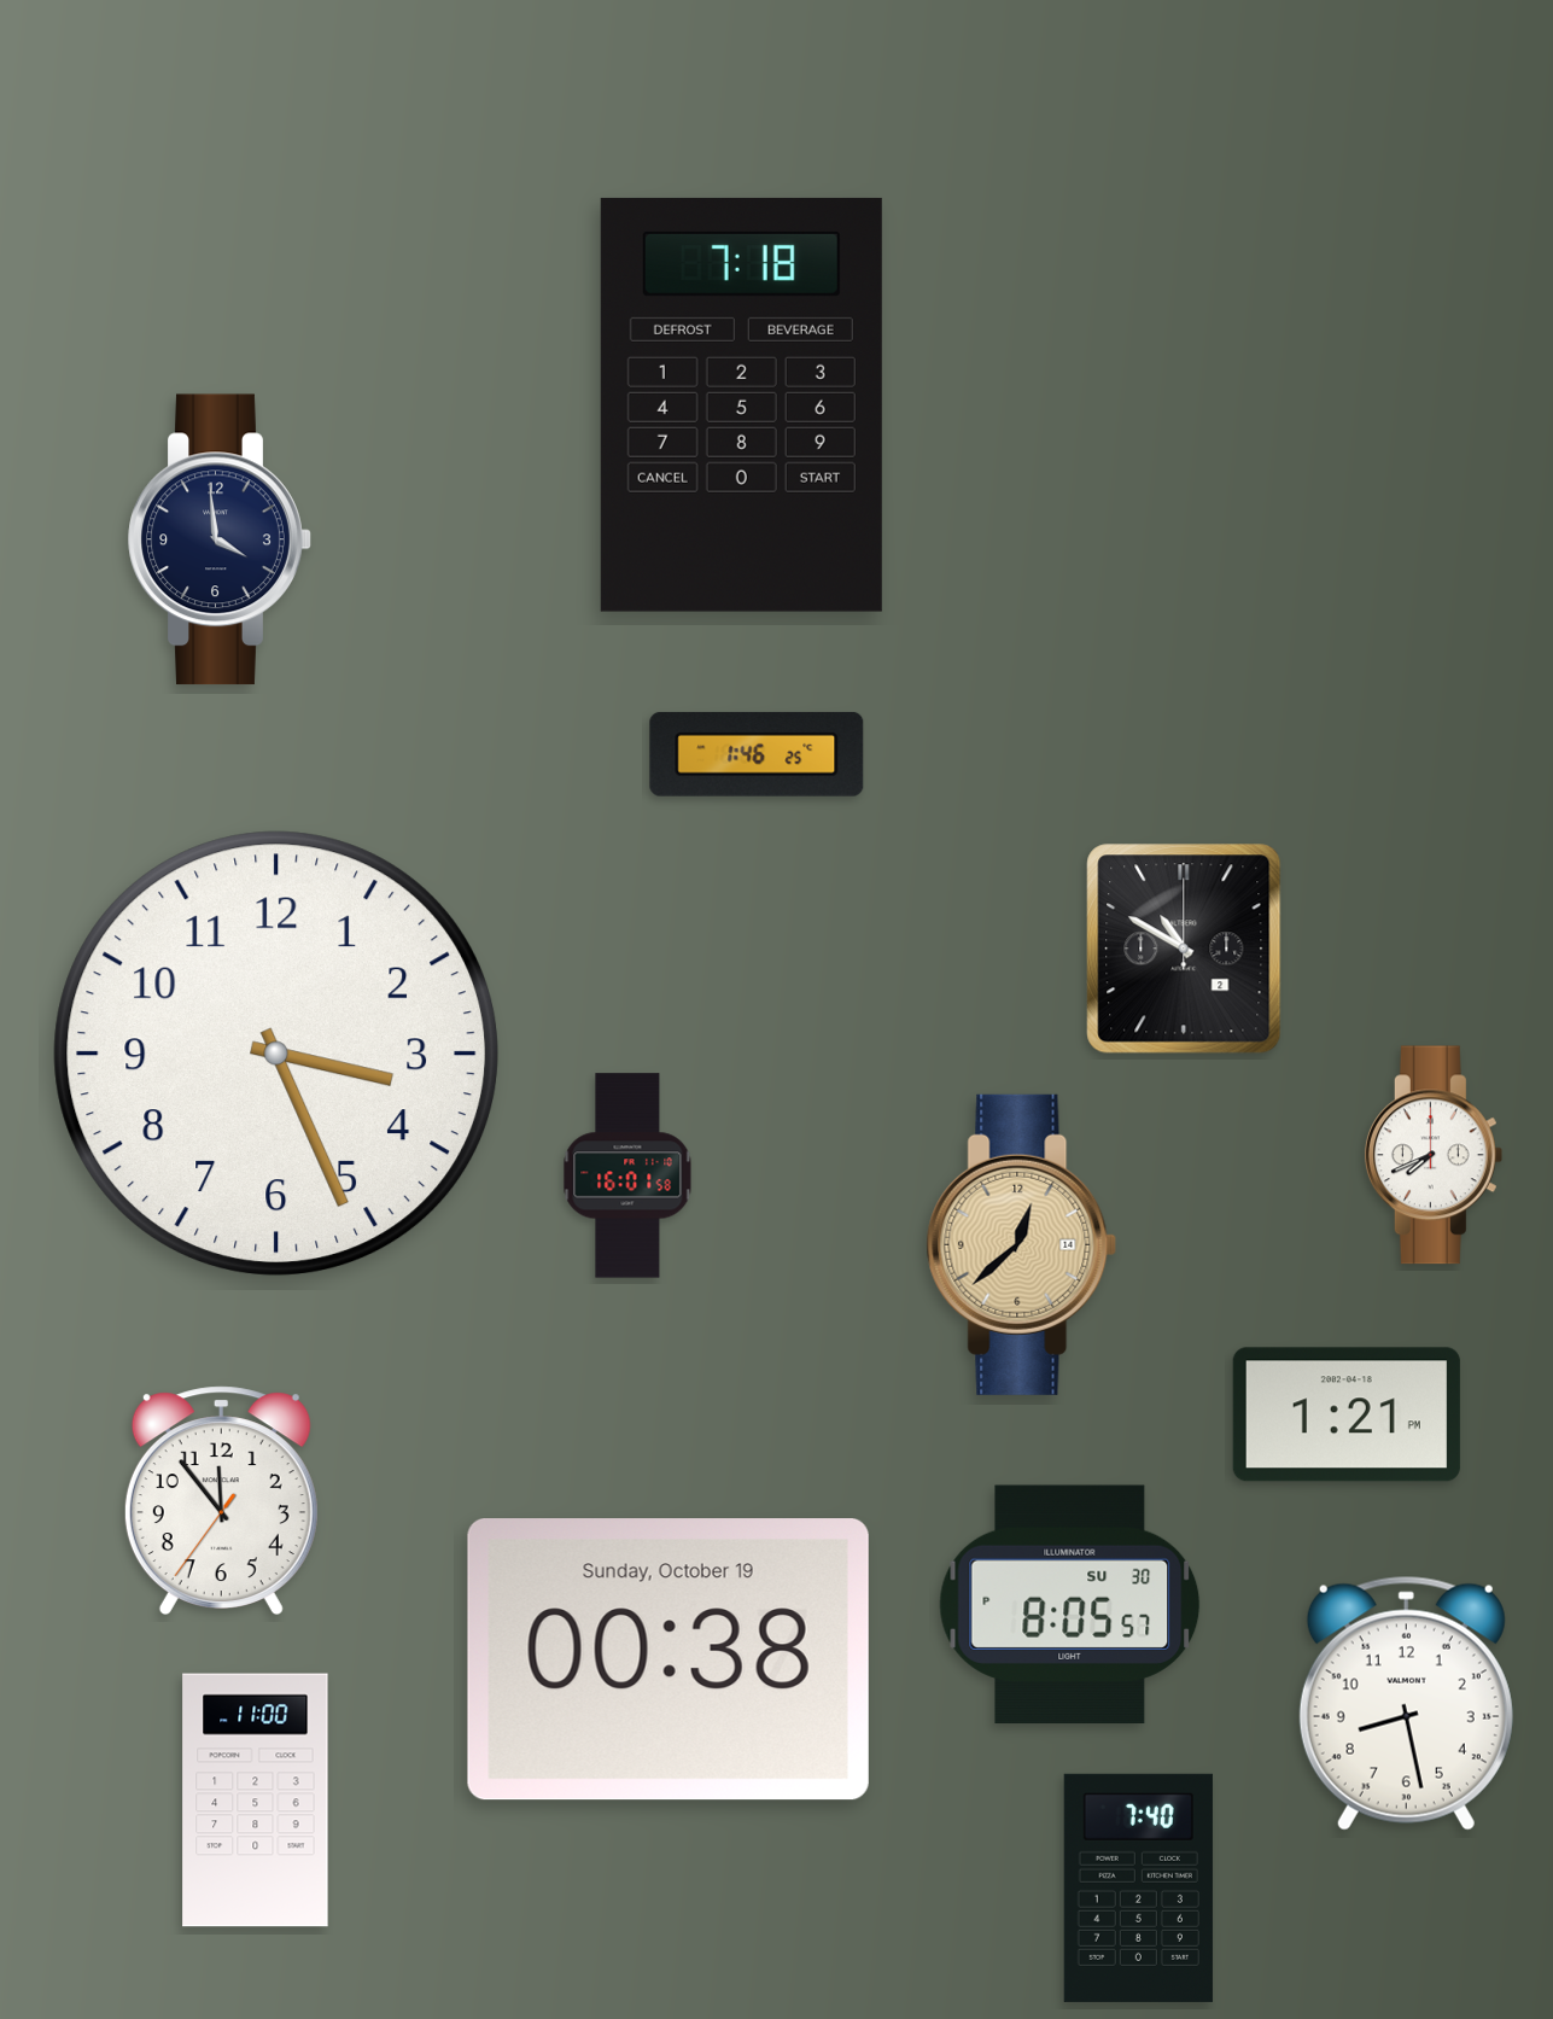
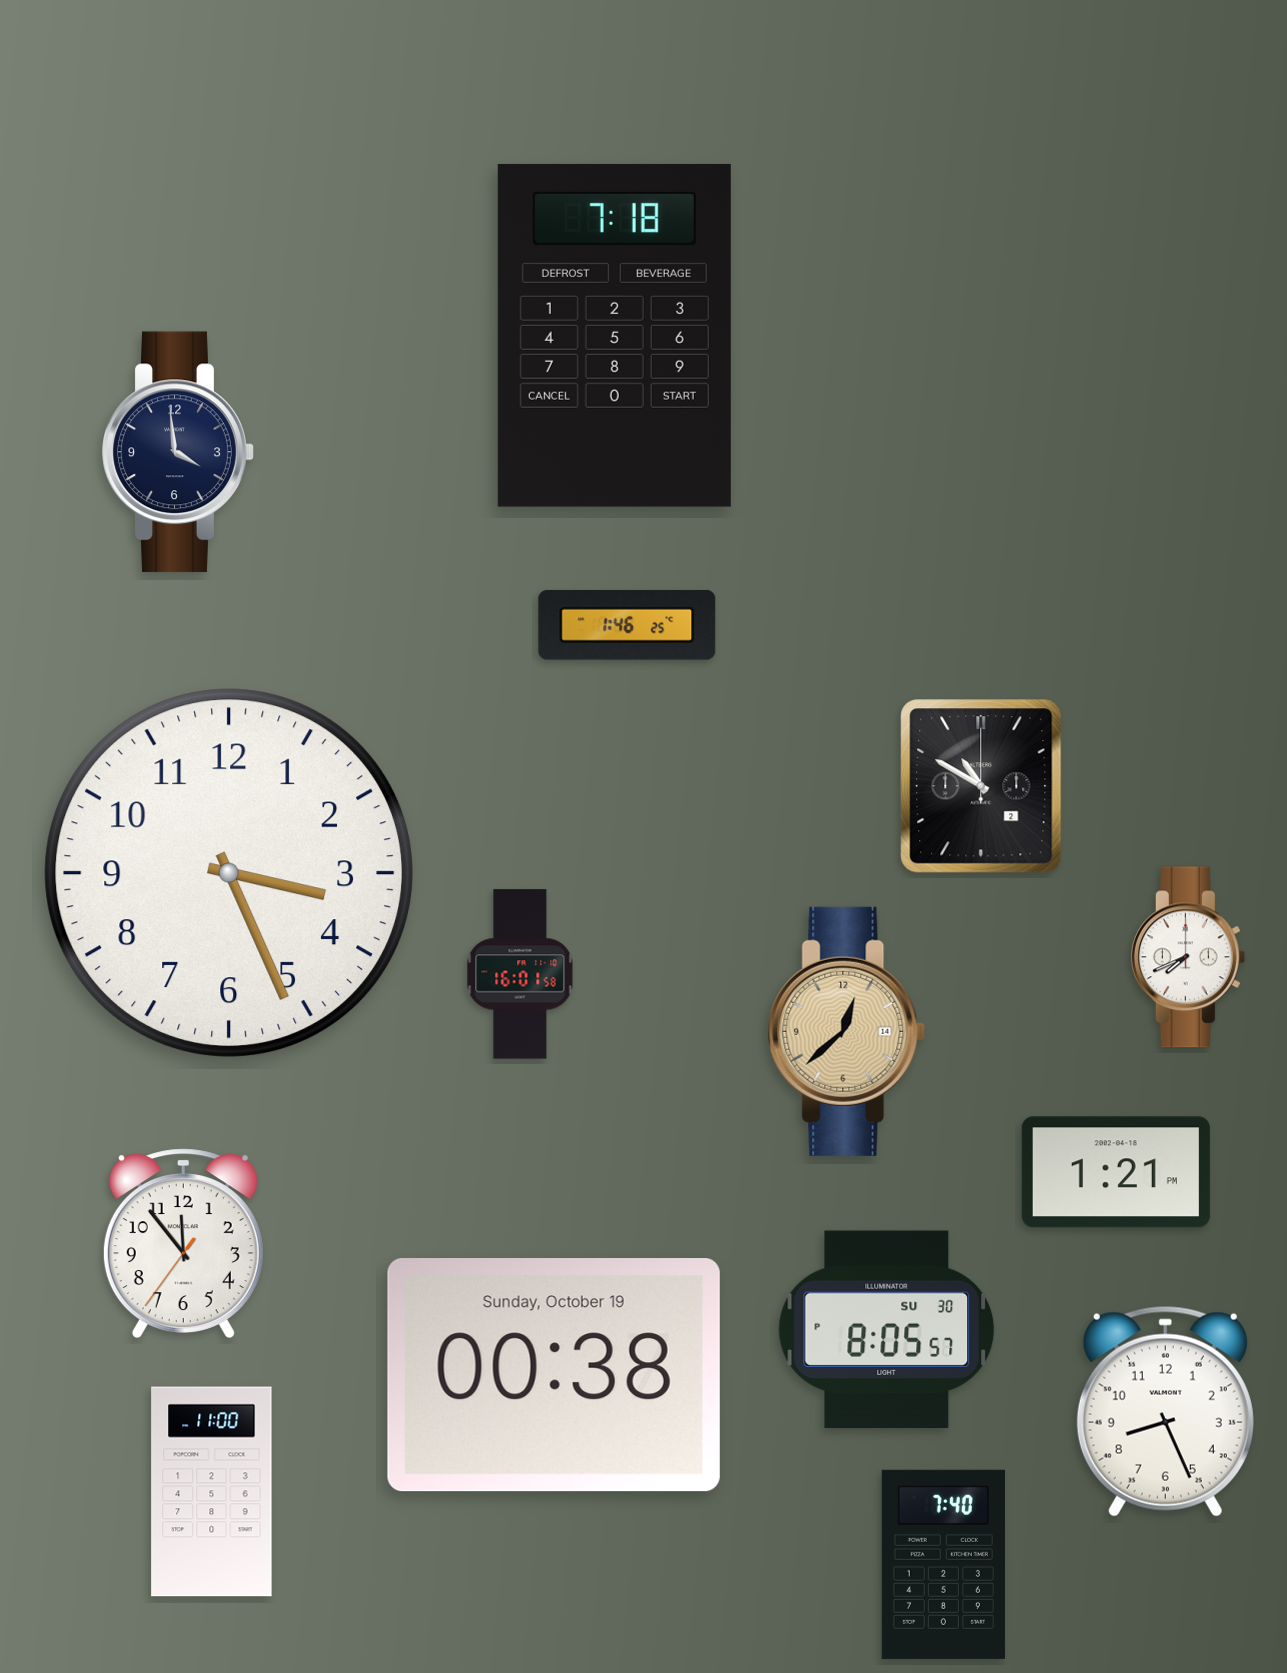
clock at (220, 539) position: (220, 539) -> (178, 452)
clock at (1406, 1703): 8:28 -> 8:26
